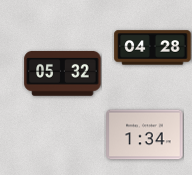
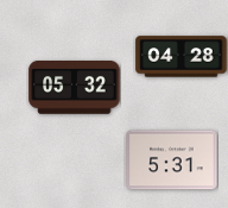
clock at (145, 135): 1:34 -> 5:31
